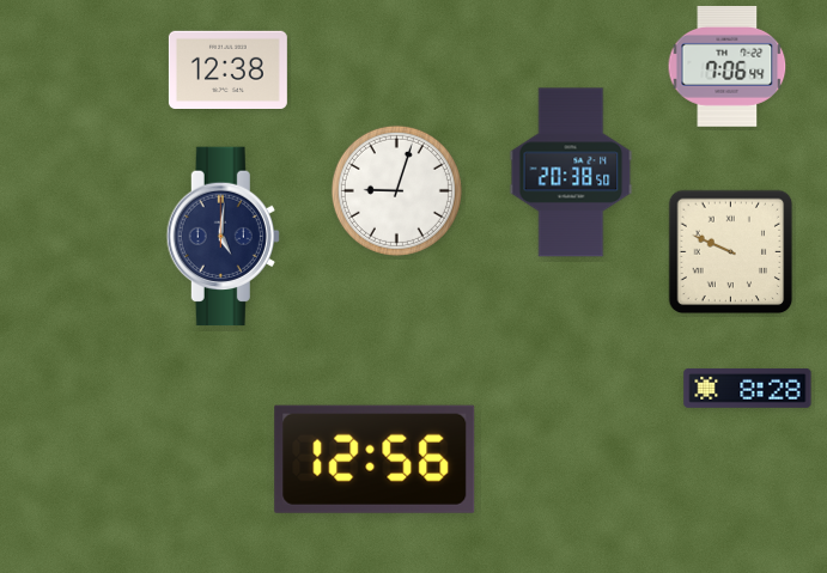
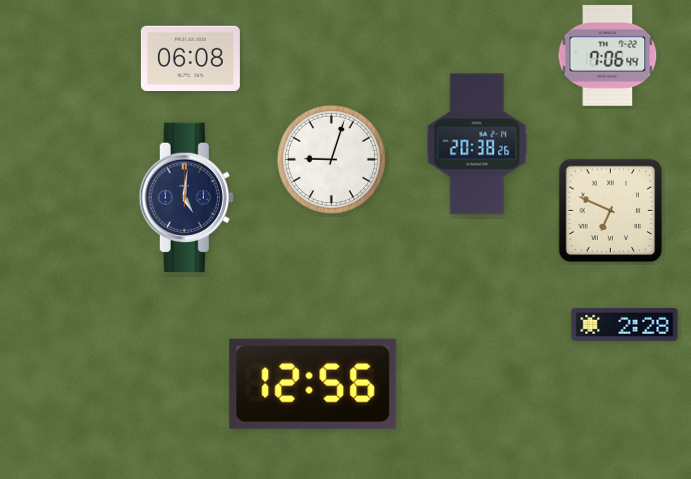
clock at (227, 69): 12:38 -> 06:08
clock at (571, 172): 20:38:50 -> 20:38:26
clock at (731, 252): 9:49 -> 6:49
clock at (748, 388): 8:28 -> 2:28
